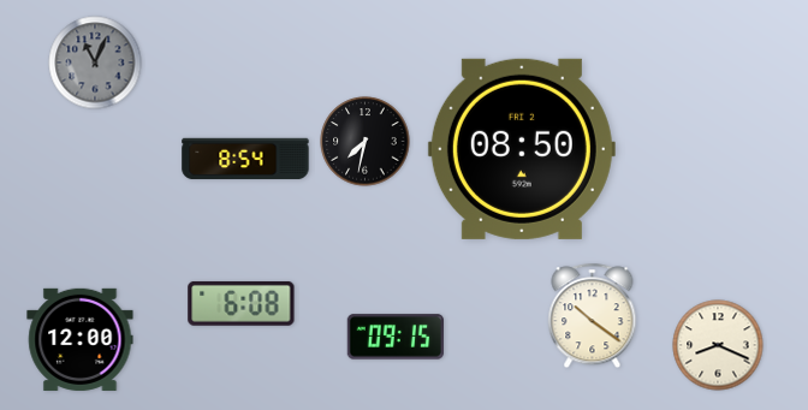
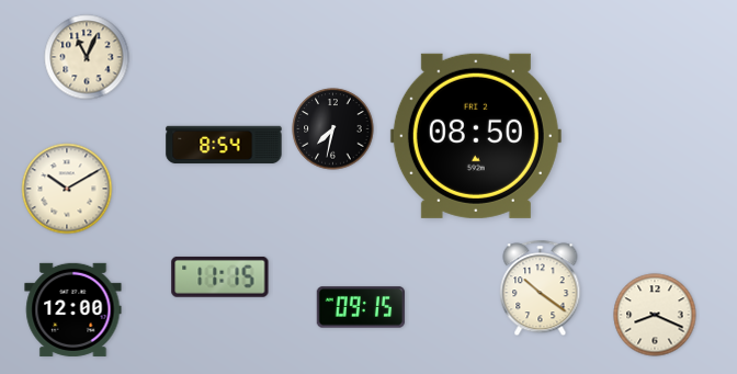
clock at (95, 63) dial: grey -> cream
clock at (67, 189): none -> 10:10
clock at (242, 303): 6:08 -> 11:15
